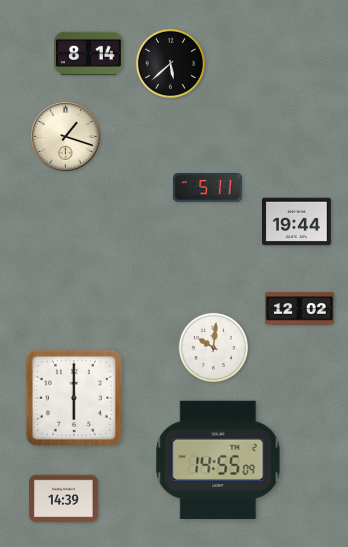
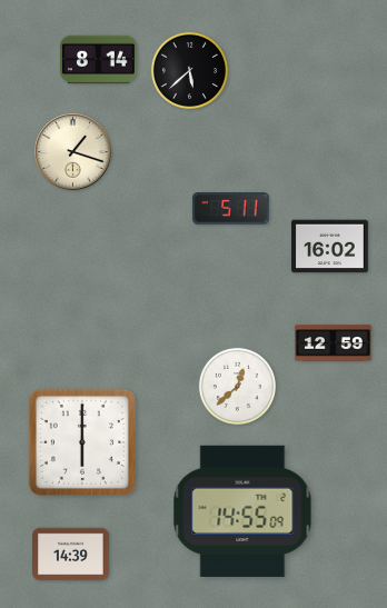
clock at (297, 222): 19:44 -> 16:02
clock at (300, 309): 12:02 -> 12:59
clock at (213, 347): 10:01 -> 12:38
